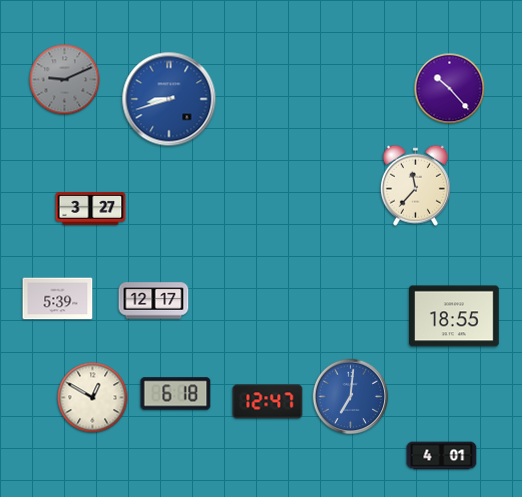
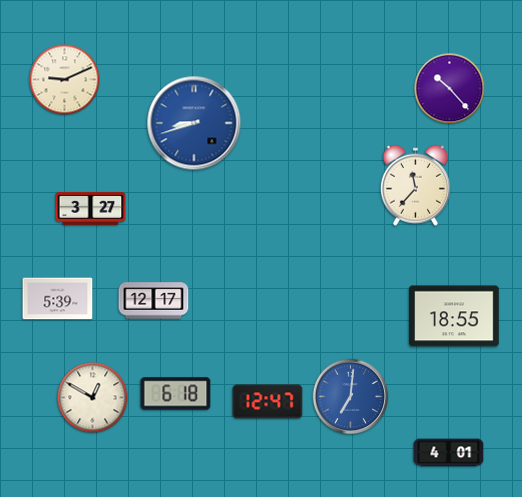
clock at (65, 80) dial: grey -> cream
clock at (169, 99) position: (169, 99) -> (194, 123)
clock at (442, 456) position: (442, 456) -> (449, 453)
